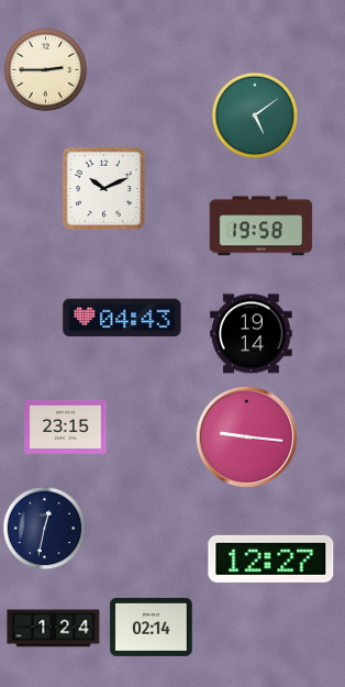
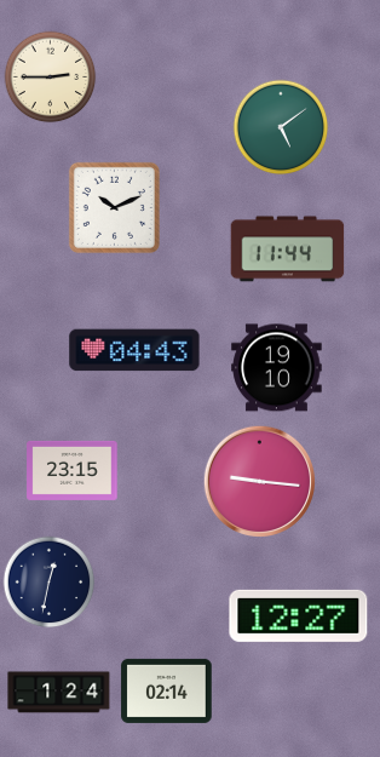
clock at (261, 226): 19:58 -> 11:44
clock at (252, 334): 19:14 -> 19:10
clock at (247, 437) position: (247, 437) -> (260, 482)
